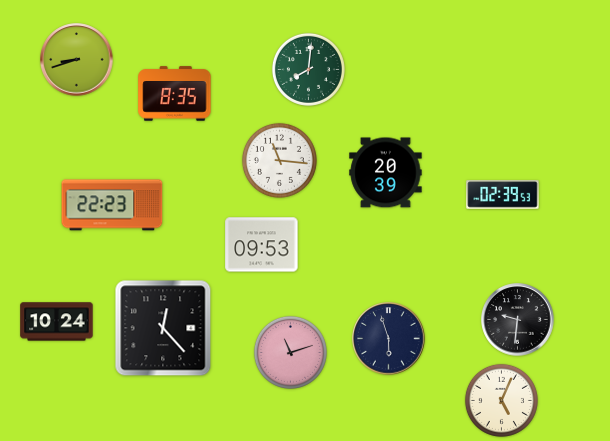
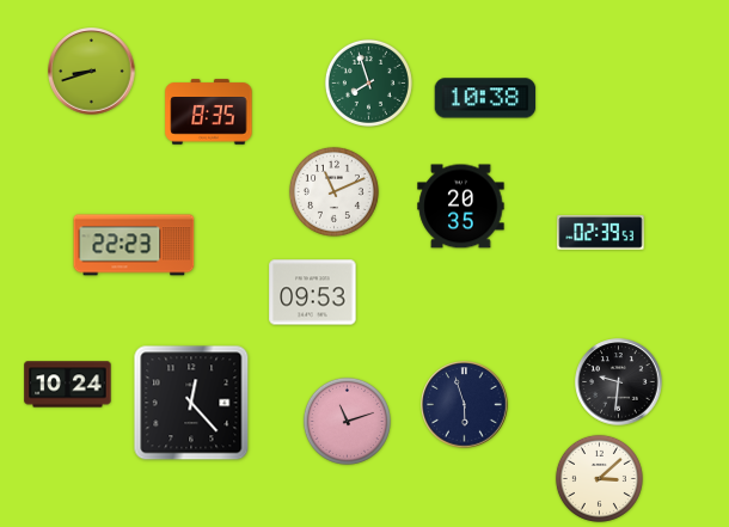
clock at (308, 69): 8:01 -> 7:57
clock at (485, 98): none -> 10:38
clock at (279, 160): 11:16 -> 11:11
clock at (386, 173): 20:39 -> 20:35
clock at (163, 328) position: (163, 328) -> (191, 403)
clock at (501, 400): 5:04 -> 3:08
